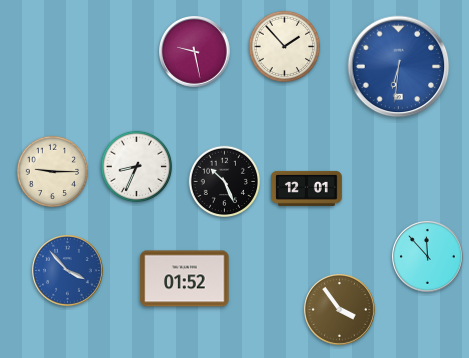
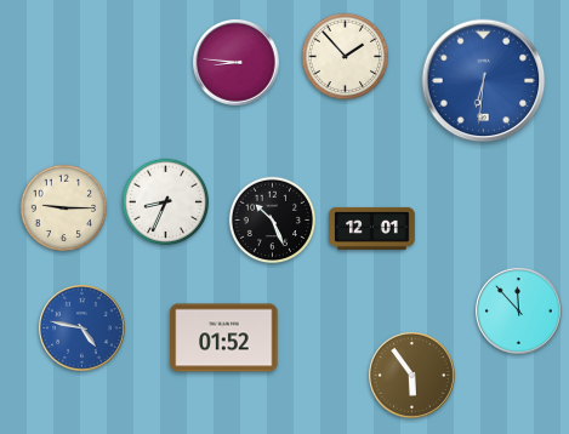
clock at (195, 52): 9:28 -> 8:46
clock at (68, 271): 3:53 -> 4:47
clock at (340, 310): 3:54 -> 5:54
